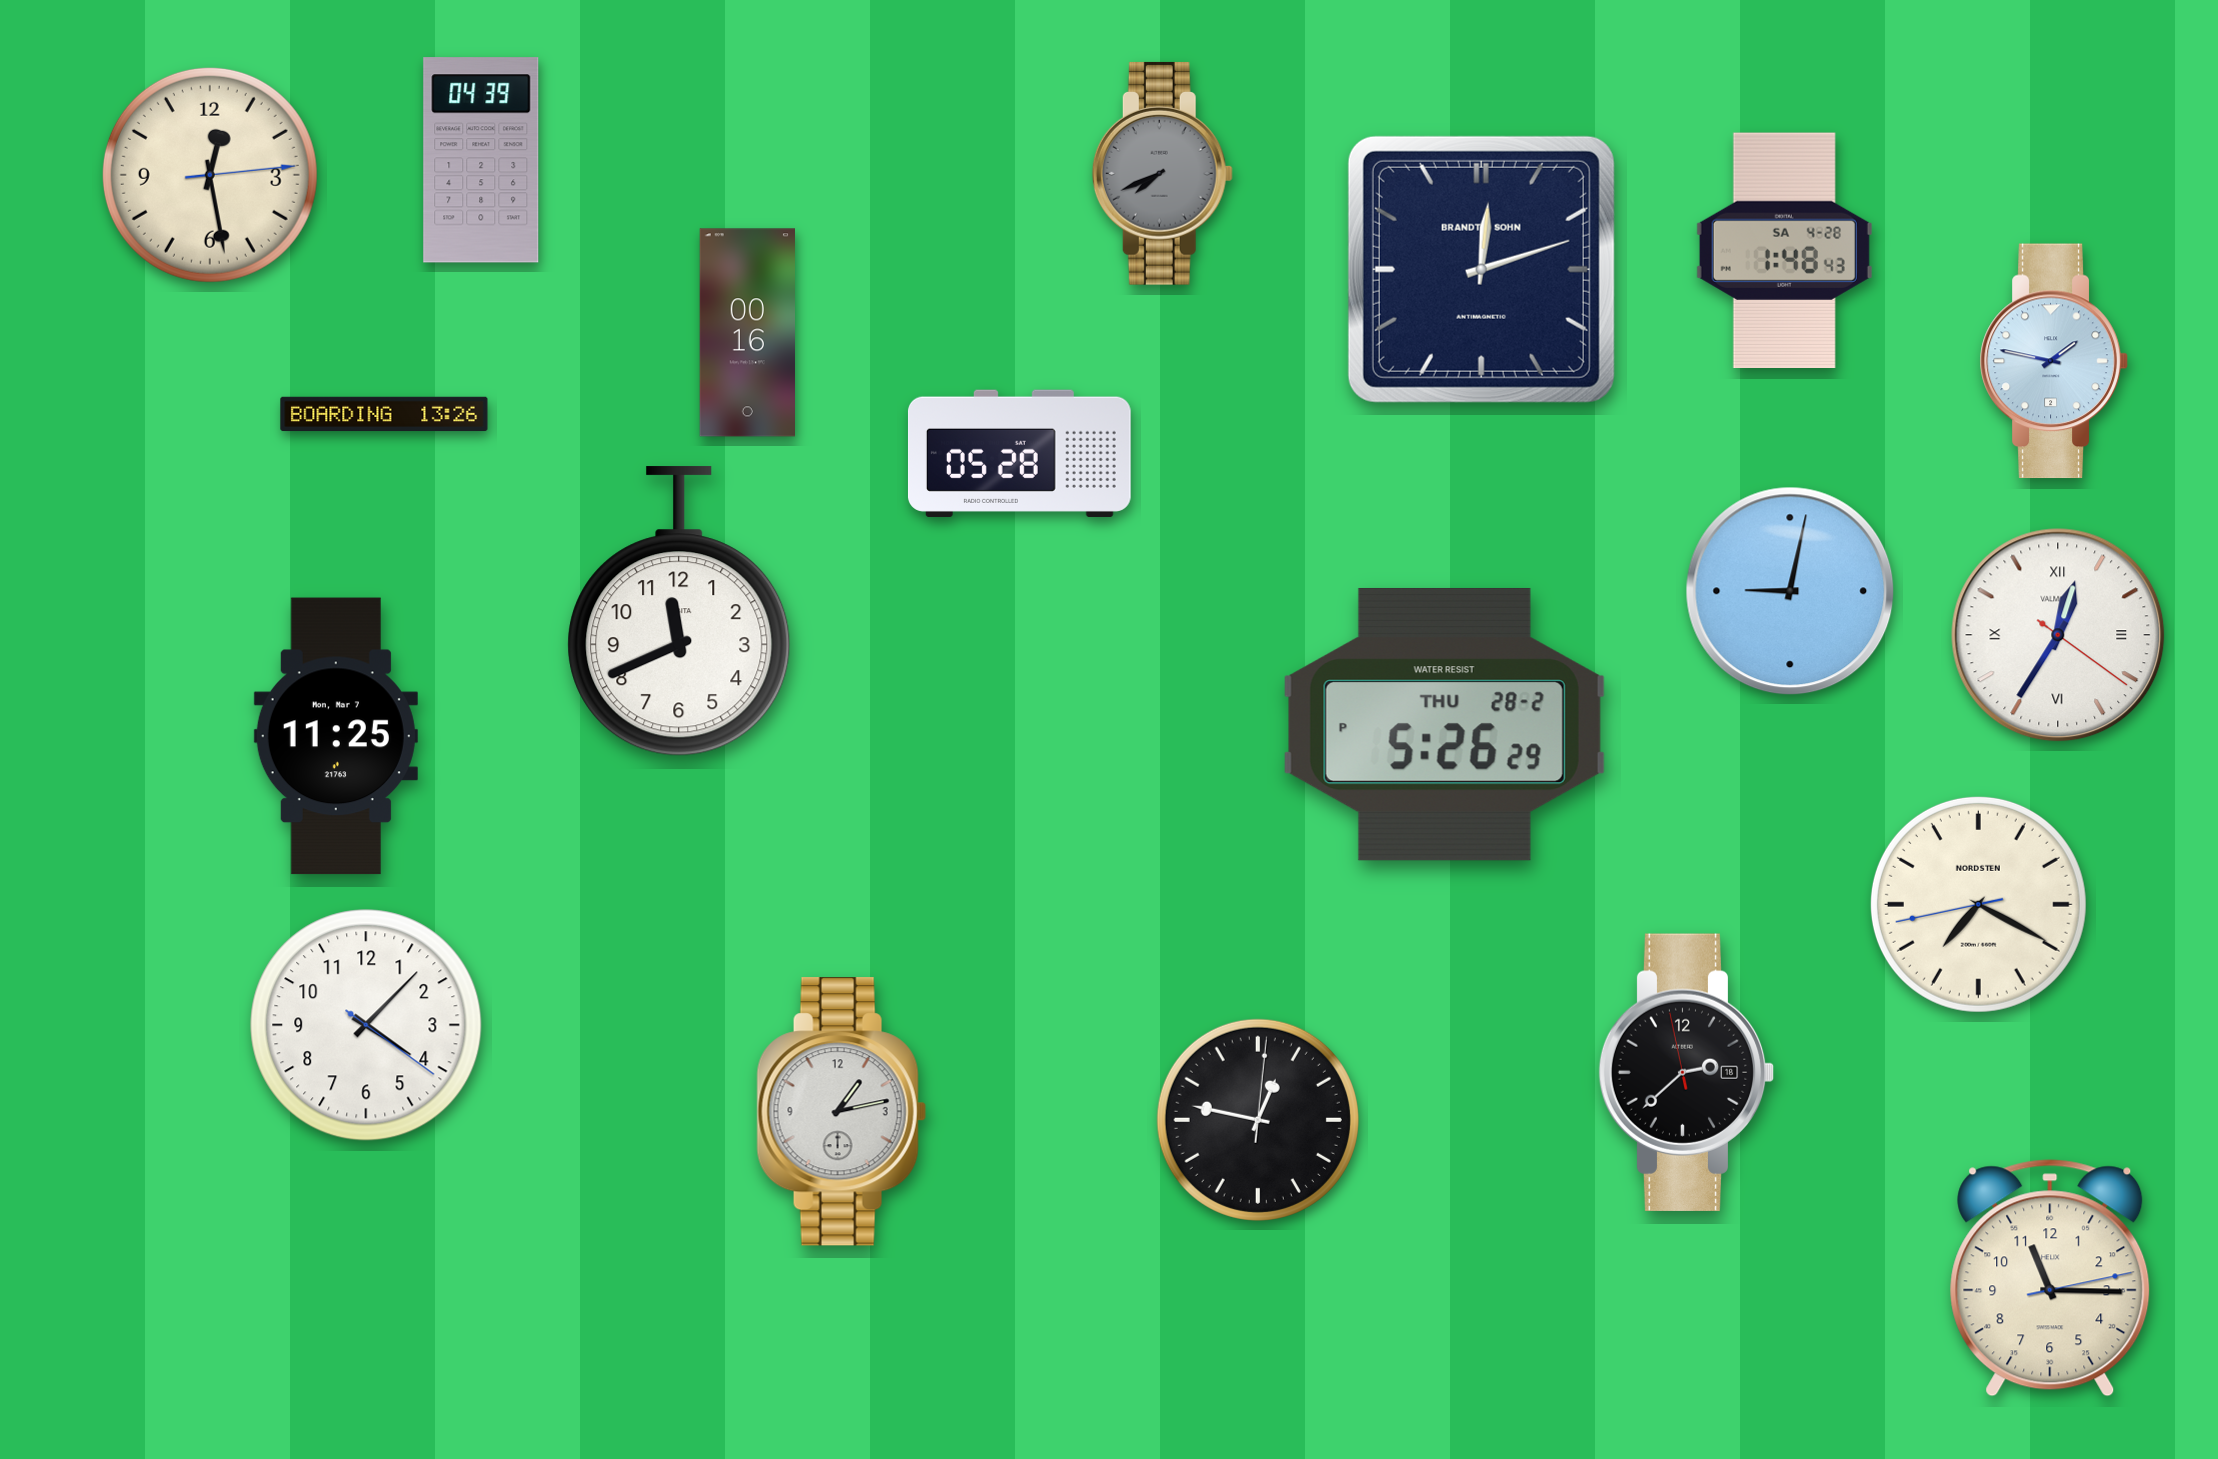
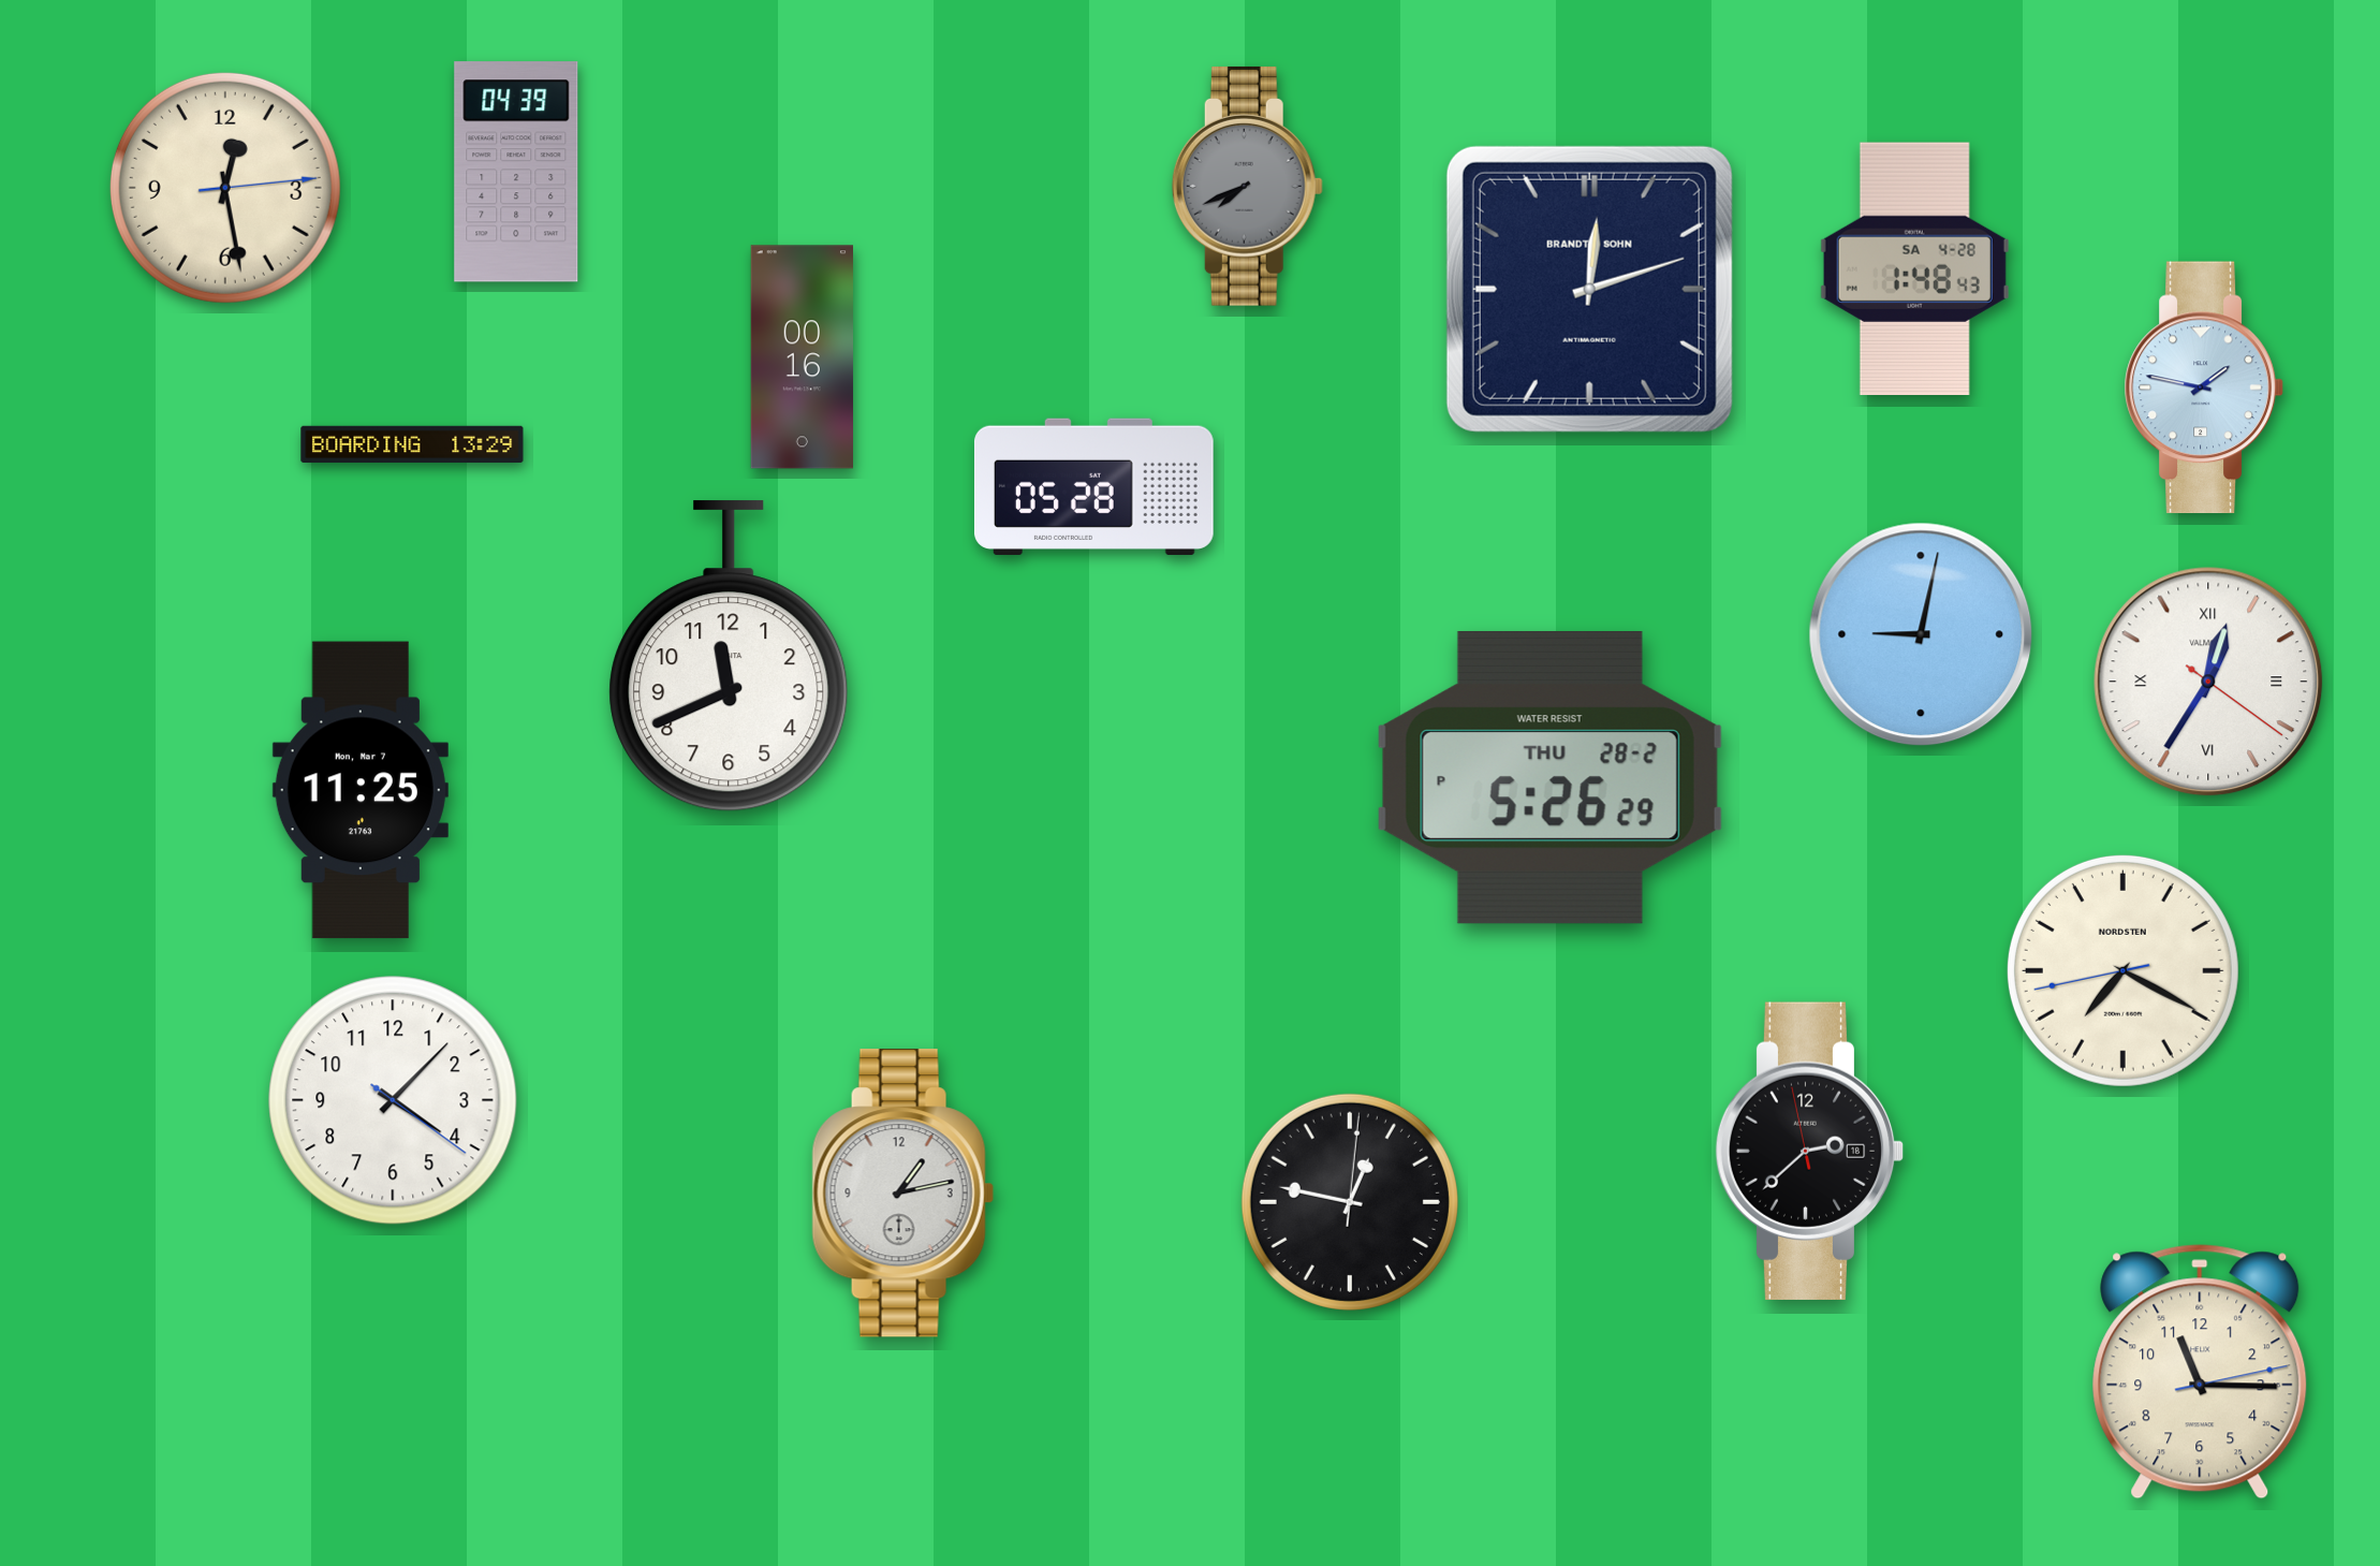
clock at (384, 414): 13:26 -> 13:29
